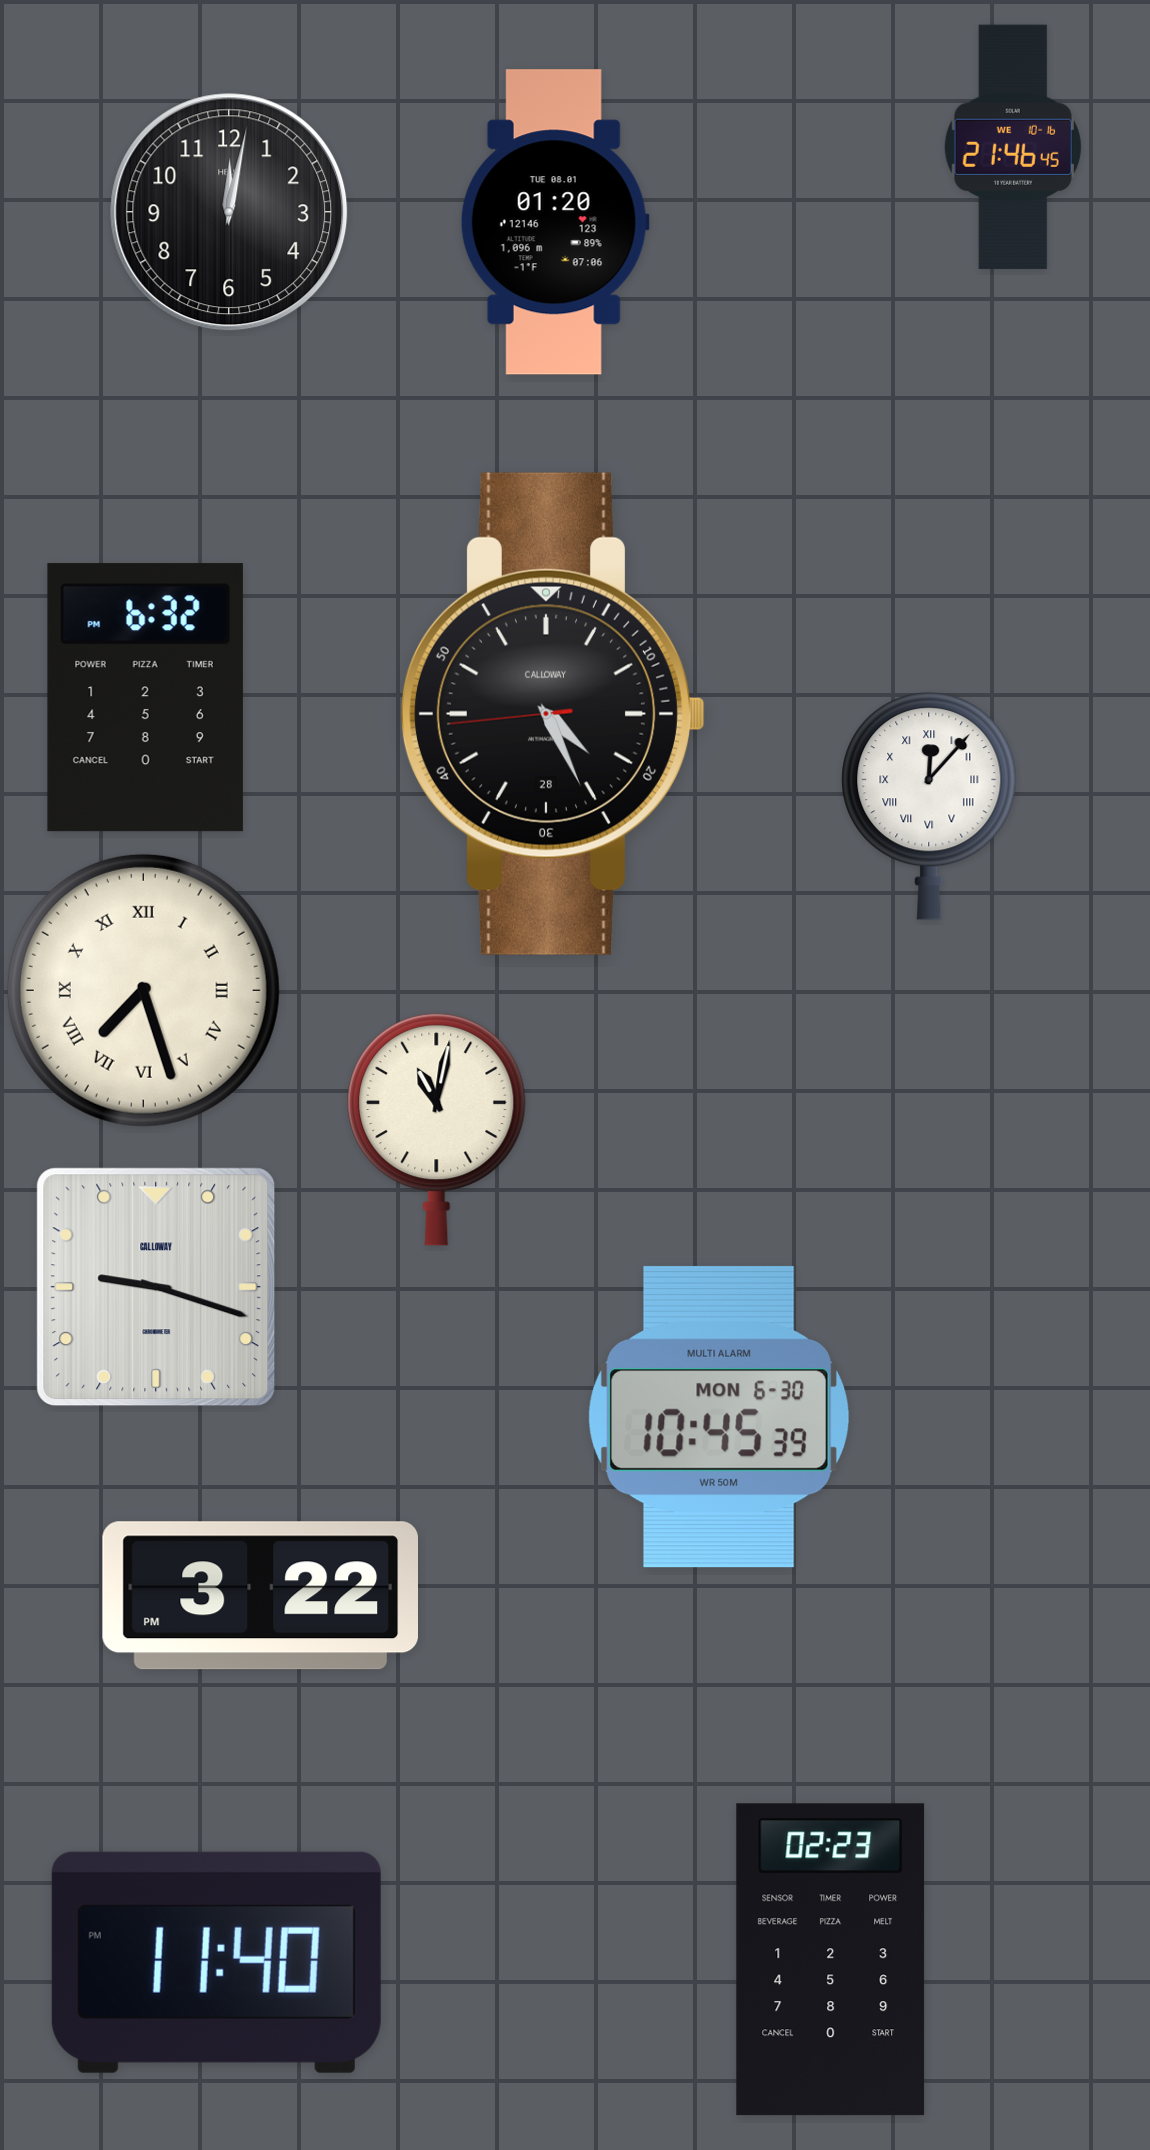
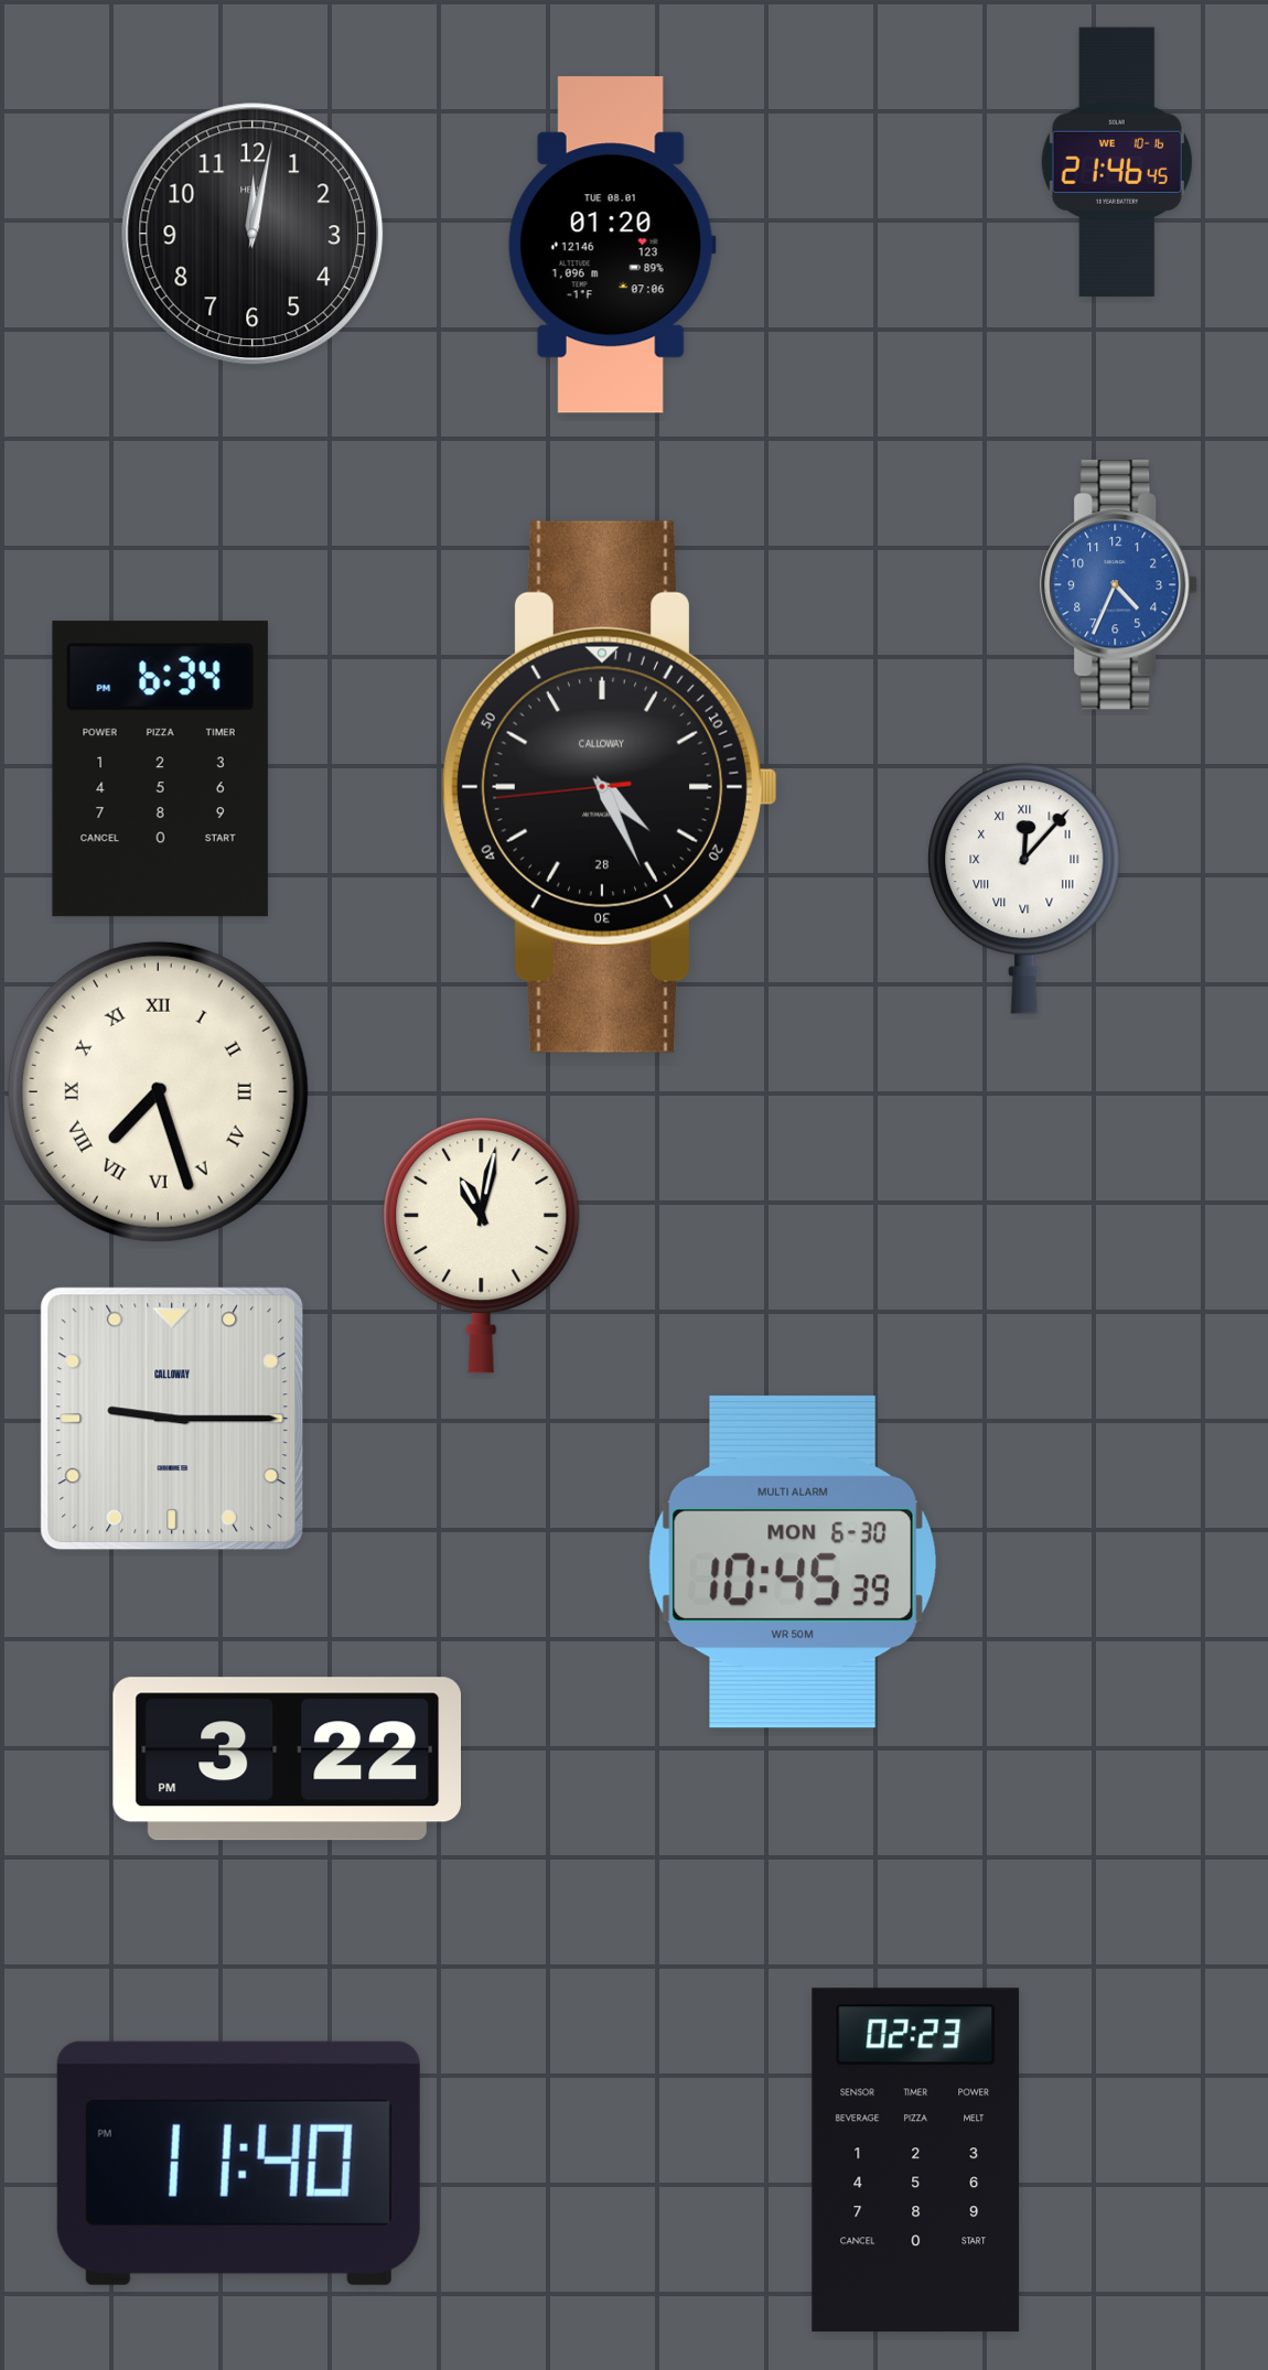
clock at (1119, 585): none -> 4:34
clock at (145, 698): 6:32 -> 6:34
clock at (156, 1287): 9:18 -> 9:15
